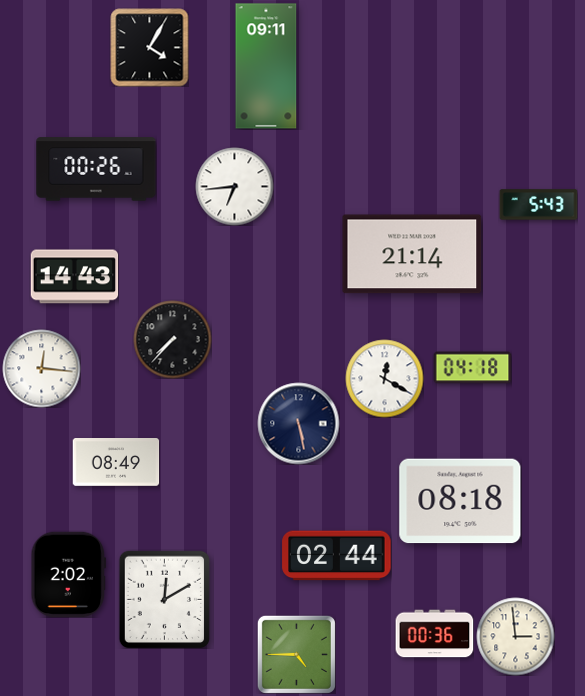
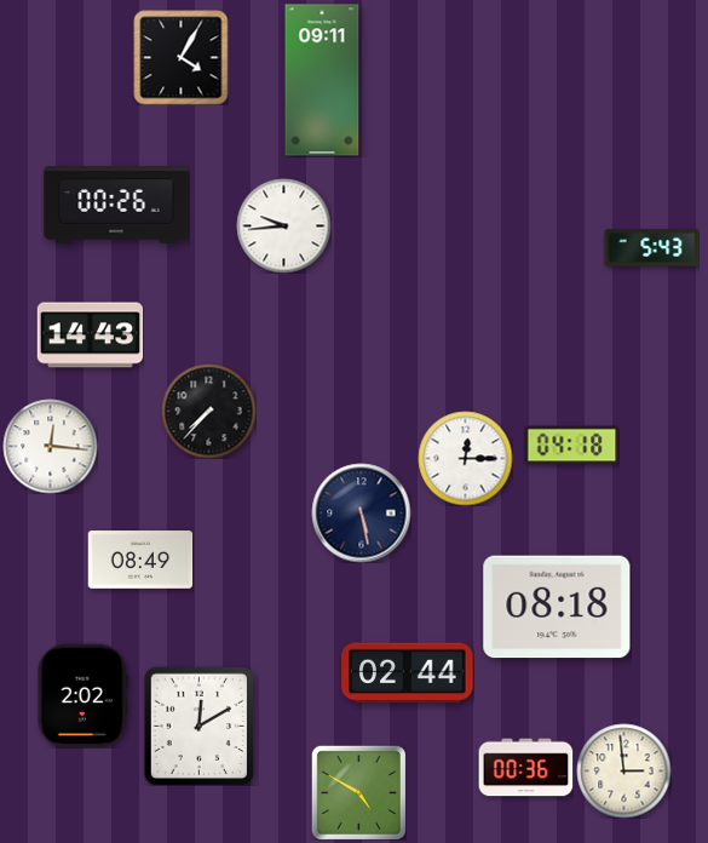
clock at (234, 186): 6:44 -> 9:44
clock at (412, 254): 21:14 -> none
clock at (384, 378): 12:20 -> 12:15
clock at (296, 654): 4:45 -> 4:50
